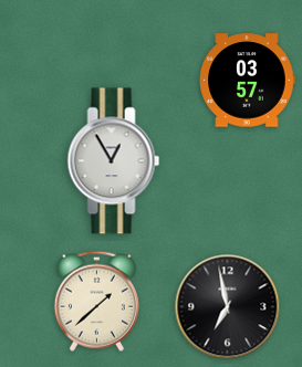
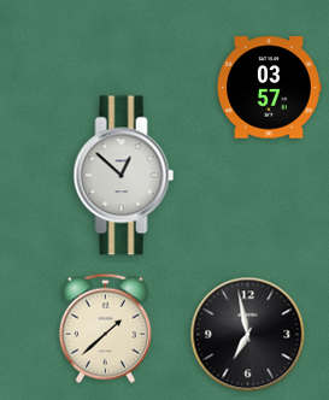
clock at (114, 161): 12:55 -> 12:52
